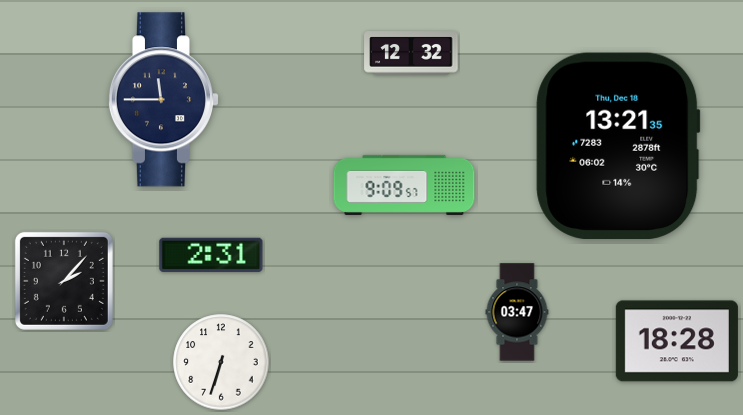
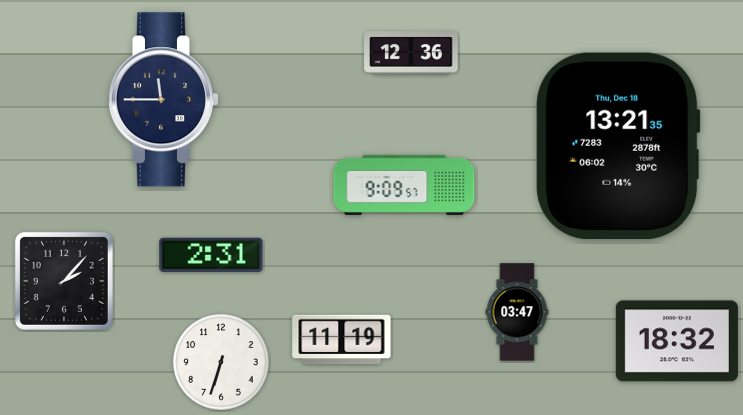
clock at (411, 53): 12:32 -> 12:36
clock at (342, 340): none -> 11:19
clock at (677, 341): 18:28 -> 18:32
